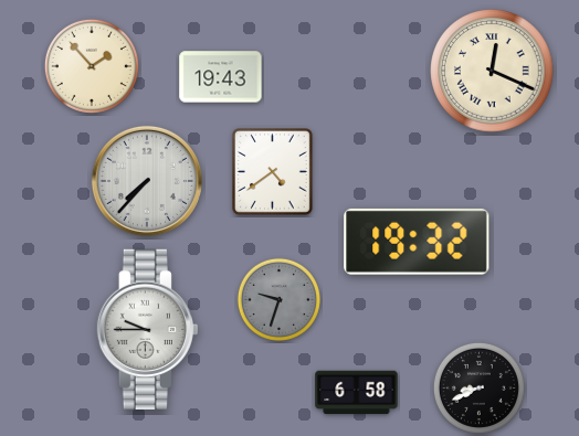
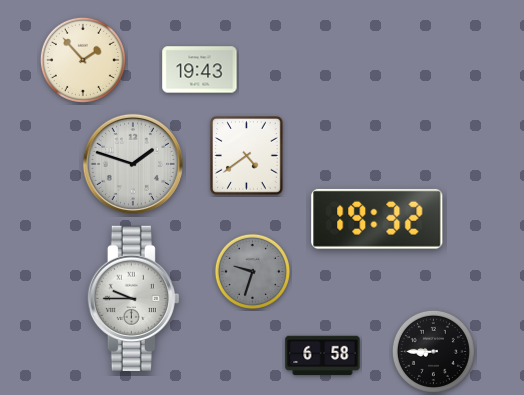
clock at (492, 71): 12:19 -> none
clock at (147, 181): 7:37 -> 1:48
clock at (478, 387): 8:41 -> 8:45
